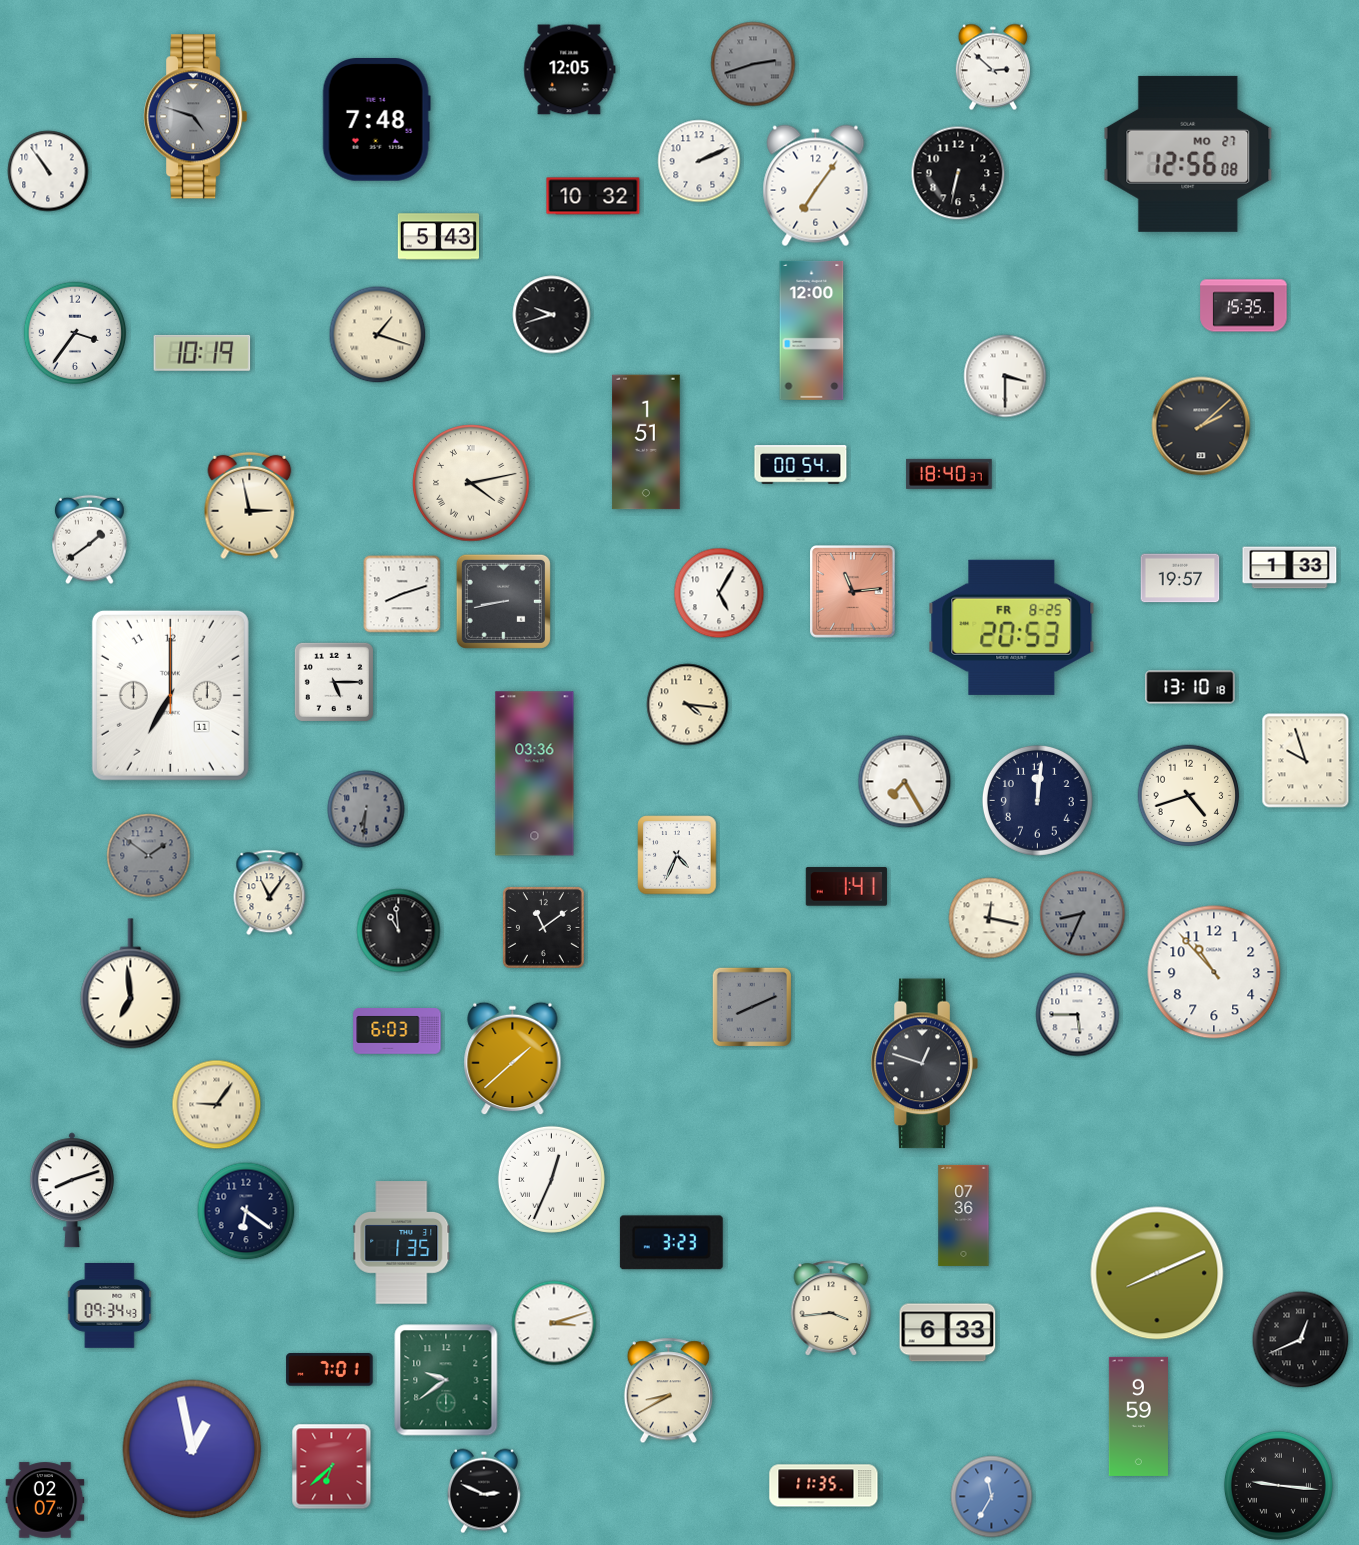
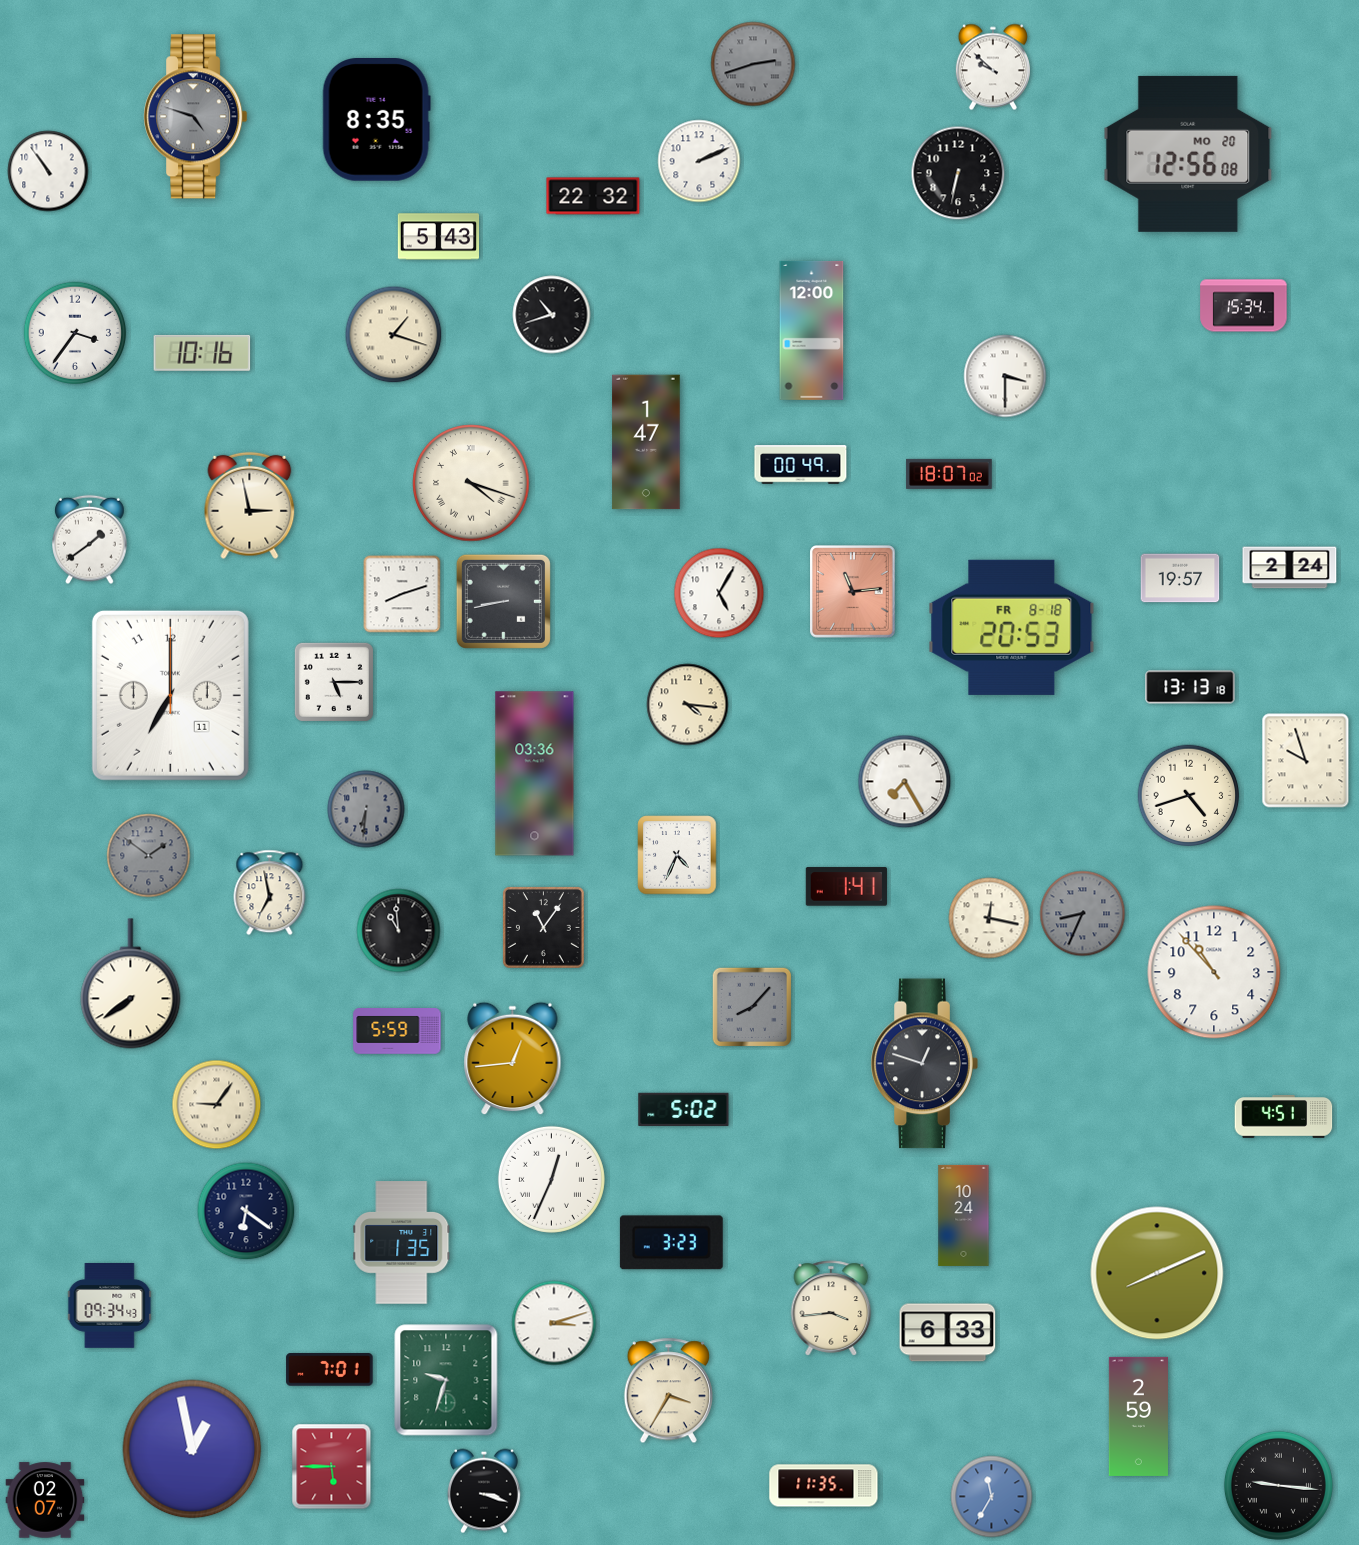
clock at (993, 67): 2:52 -> 9:52
clock at (570, 70): 12:05 -> none
clock at (376, 120): 7:48 -> 8:35
clock at (1188, 154) date: MO 27 -> MO 20
clock at (816, 186): 7:06 -> none
clock at (593, 196): 10:32 -> 22:32
clock at (1244, 306): 15:35 -> 15:34
clock at (552, 315): 9:42 -> 10:42
clock at (378, 335) position: (378, 335) -> (394, 335)
clock at (202, 353): 10:19 -> 10:16
clock at (1201, 426): 2:08 -> none
clock at (646, 442): 1:51 -> 1:47
clock at (801, 465): 00:54 -> 00:49
clock at (949, 474): 18:40 -> 18:07
clock at (471, 483): 4:13 -> 4:18
clock at (1290, 568): 1:33 -> 2:24
clock at (1012, 627) date: FR 8-25 -> FR 8-18
clock at (1190, 687): 13:10 -> 13:13
clock at (1037, 800): 12:01 -> none
clock at (270, 893): 11:06 -> 6:58
clock at (543, 927): 11:09 -> 11:06
clock at (131, 984): 6:59 -> 7:39
clock at (751, 1006): 8:11 -> 8:07
clock at (1078, 1015): 5:45 -> none
clock at (397, 1032): 6:03 -> 5:59
clock at (513, 1059): 1:38 -> 12:44
clock at (684, 1109): none -> 5:02
clock at (1284, 1117): none -> 4:51
clock at (72, 1190): 8:12 -> none
clock at (964, 1215): 07:36 -> 10:24
clock at (1301, 1340): 12:41 -> none
clock at (446, 1380): 9:39 -> 9:33
clock at (668, 1391): 8:40 -> 3:35
clock at (1138, 1416): 9:59 -> 2:59
clock at (332, 1467): 6:38 -> 5:45
clock at (484, 1491): 2:49 -> 3:18
